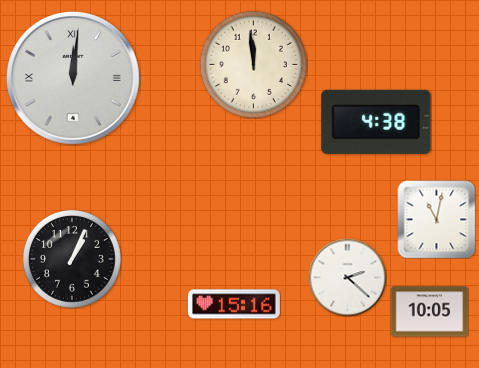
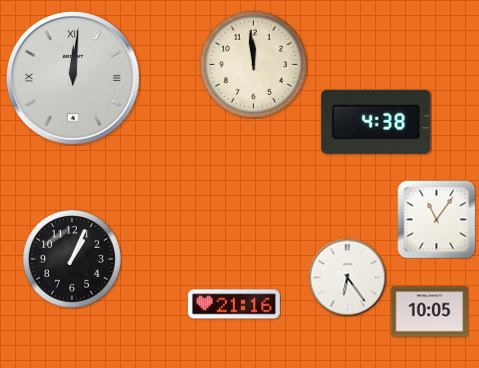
clock at (436, 219): 11:02 -> 11:06
clock at (347, 277): 2:22 -> 6:24
clock at (234, 304): 15:16 -> 21:16
